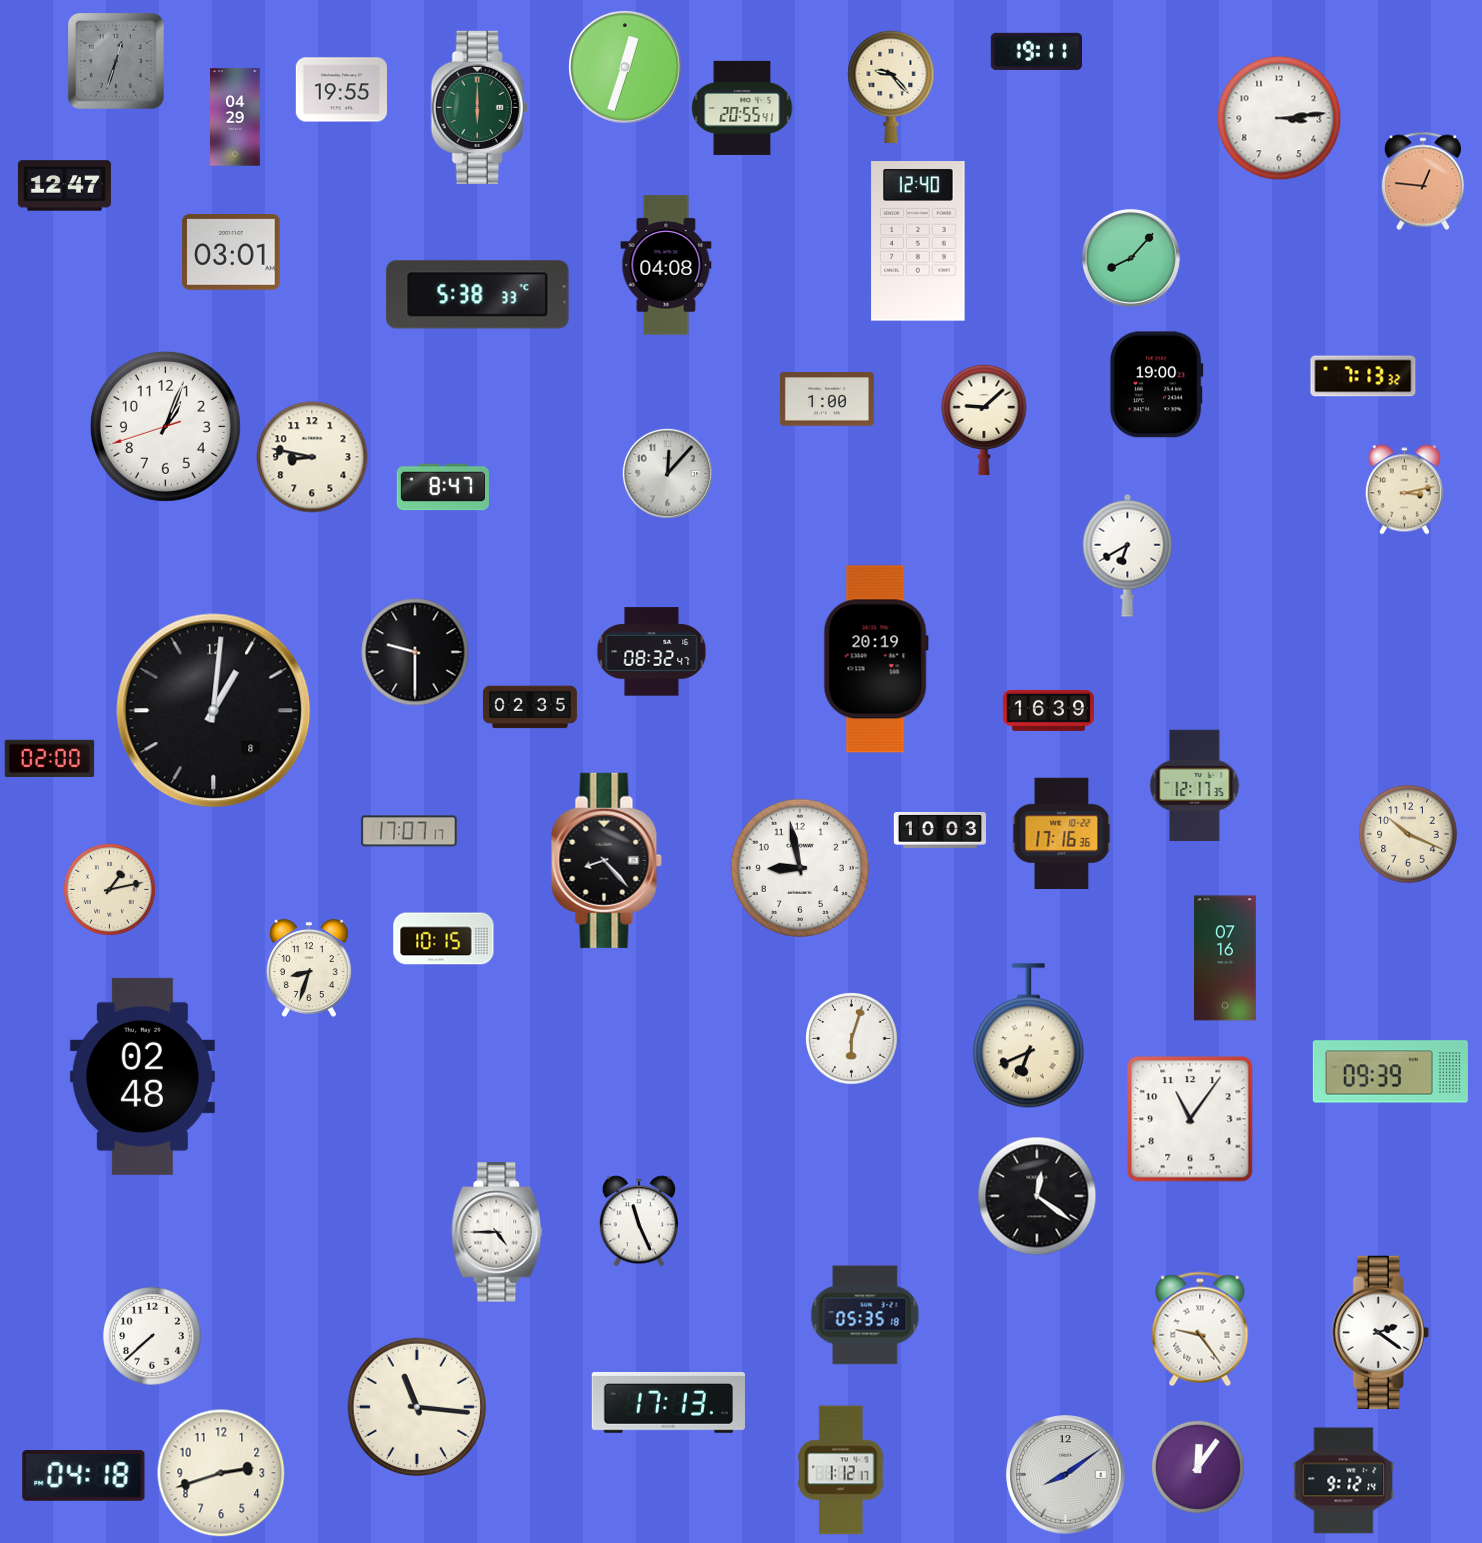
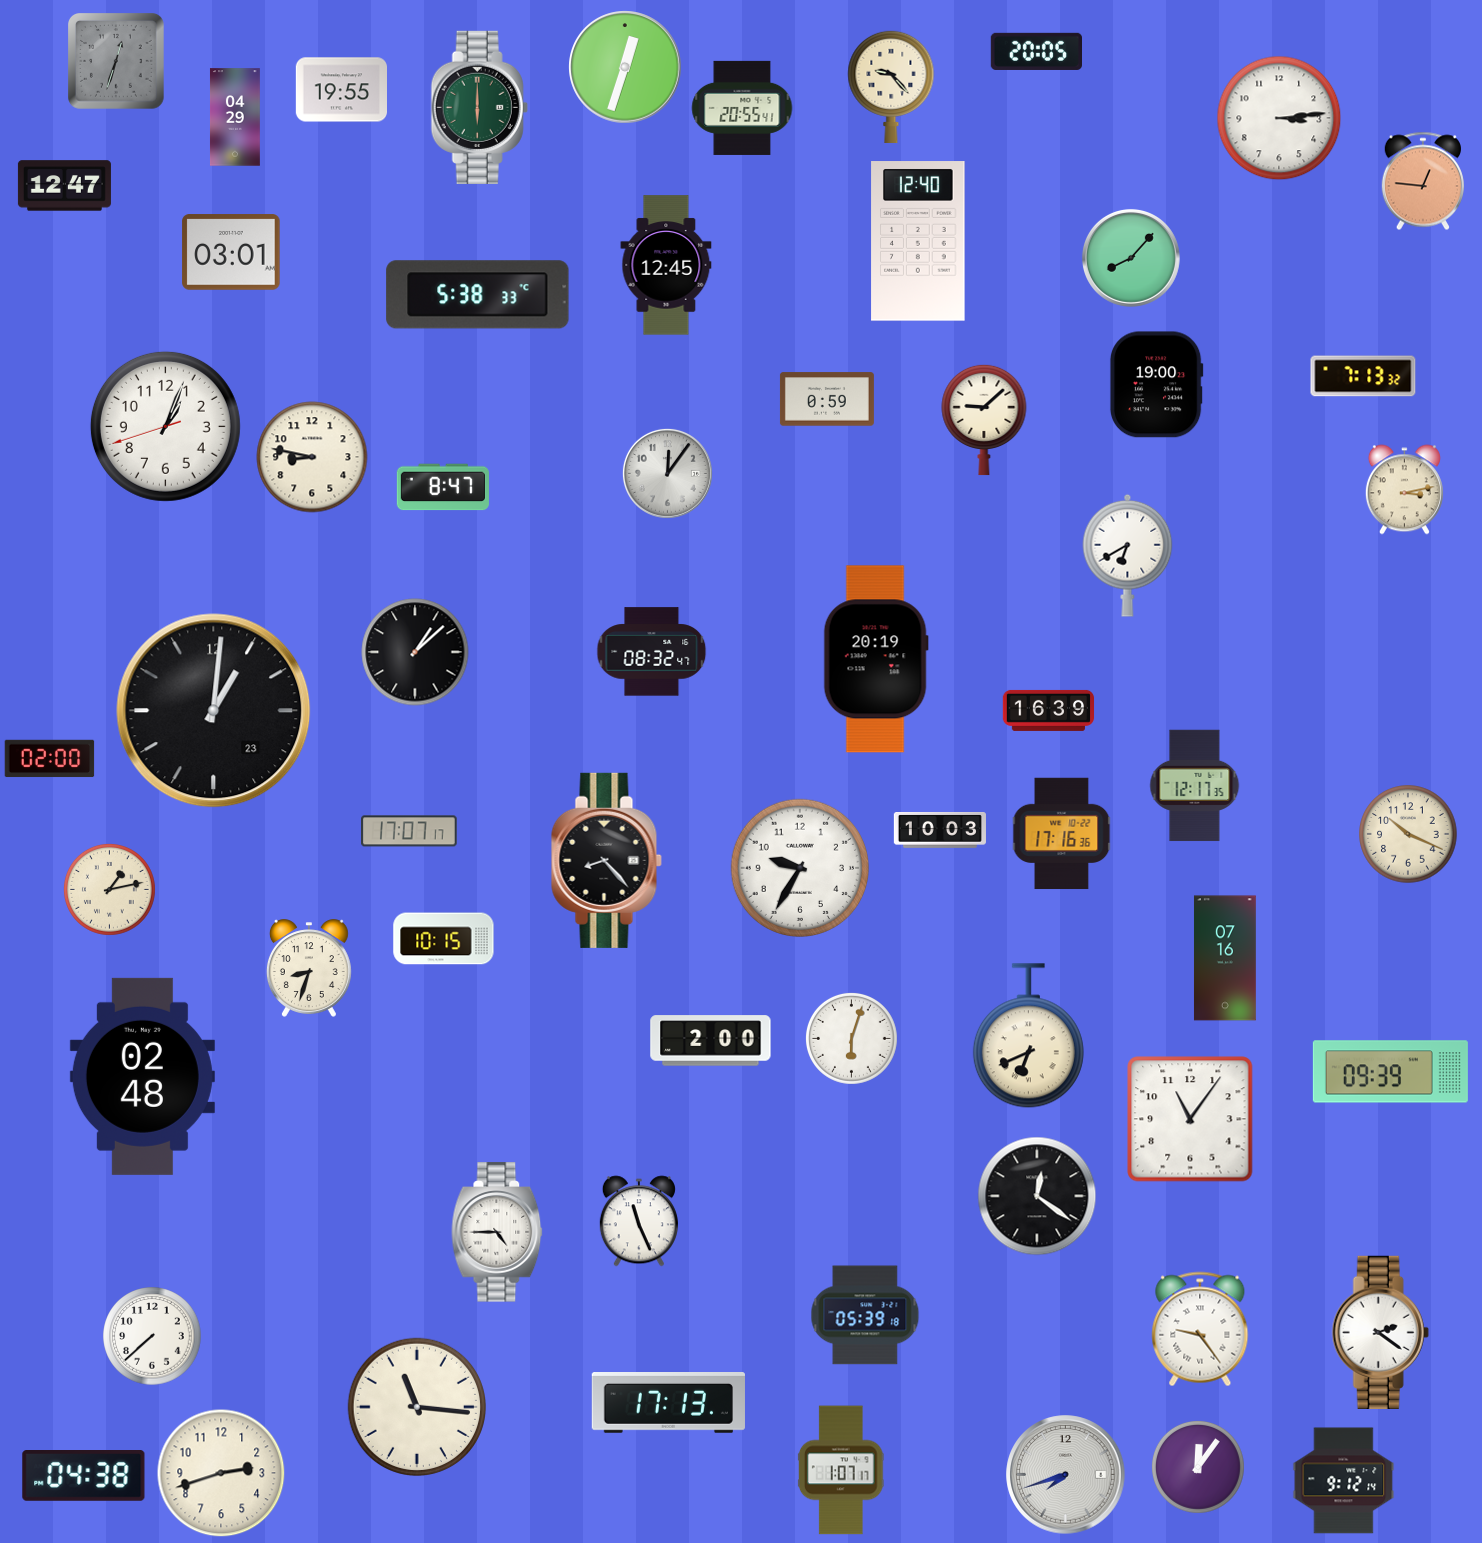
clock at (1036, 51): 19:11 -> 20:05
clock at (666, 265): 04:08 -> 12:45
clock at (827, 399): 1:00 -> 0:59
clock at (667, 473): 12:07 -> 12:06
clock at (415, 652): 9:30 -> 1:08
clock at (530, 707): 02:35 -> none
clock at (214, 711) date: 8 -> 23
clock at (799, 867): 8:58 -> 9:35
clock at (711, 1041): none -> 2:00
clock at (865, 1315): 05:35 -> 05:39
clock at (841, 1470): 1:12 -> 1:07
clock at (1066, 1475): 8:09 -> 7:42
clock at (84, 1476): 04:18 -> 04:38
